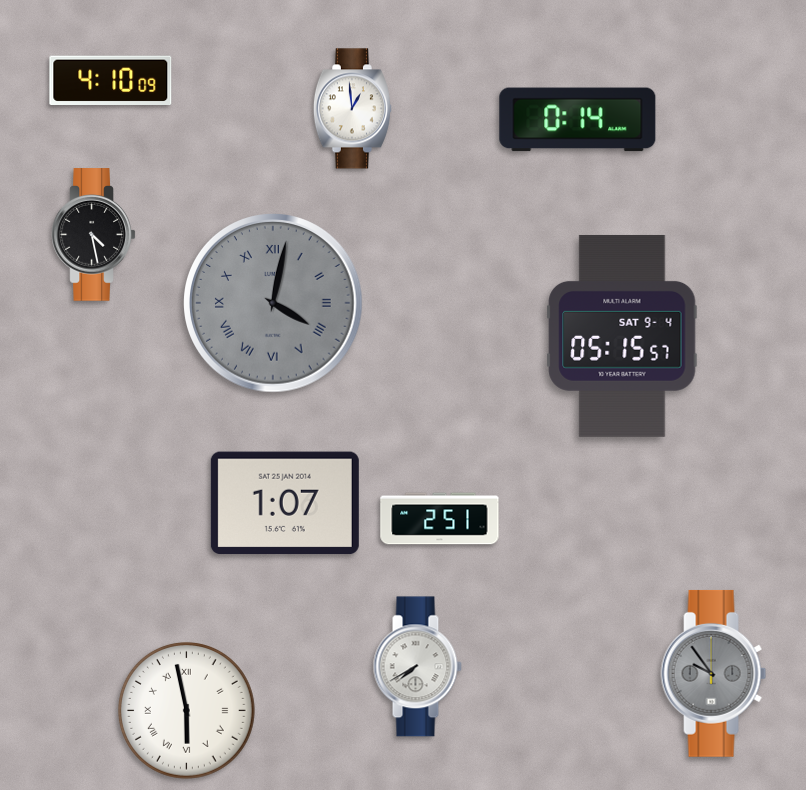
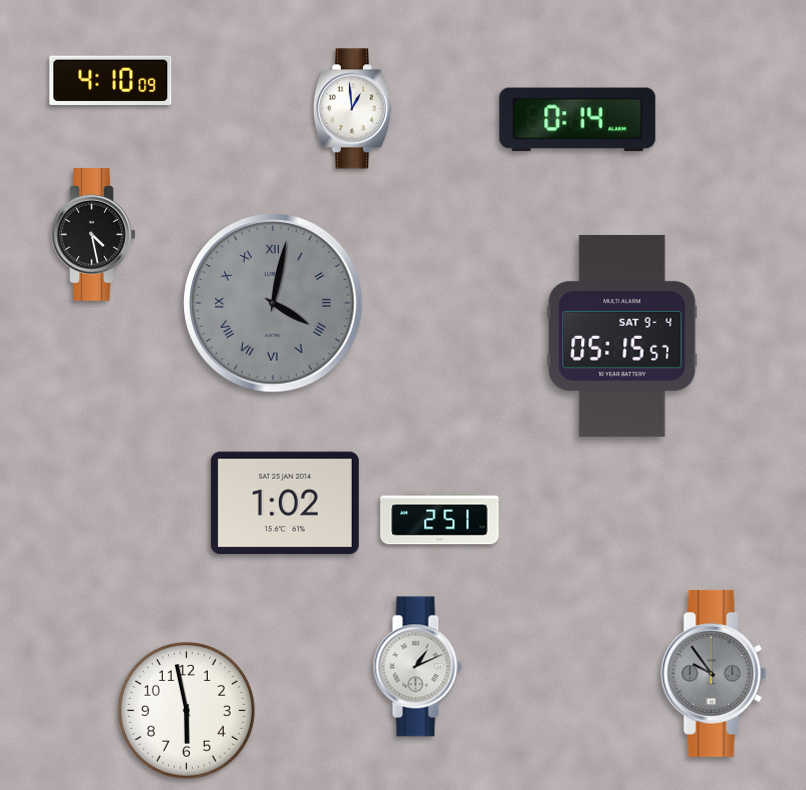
clock at (285, 503): 1:07 -> 1:02
clock at (417, 667): 7:40 -> 1:11
clock at (186, 710) numerals: Roman -> Arabic
